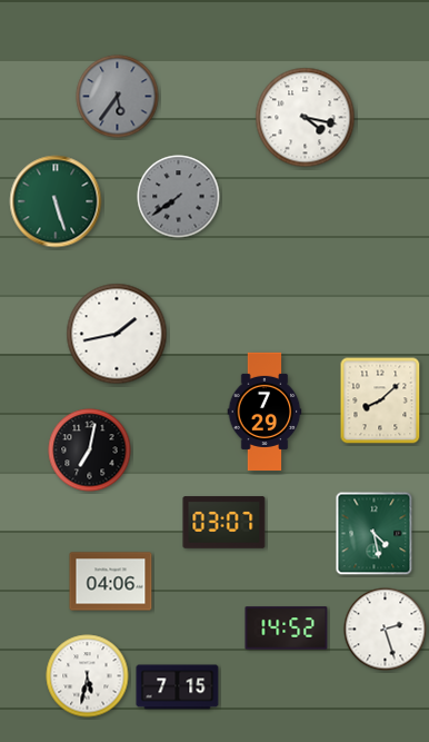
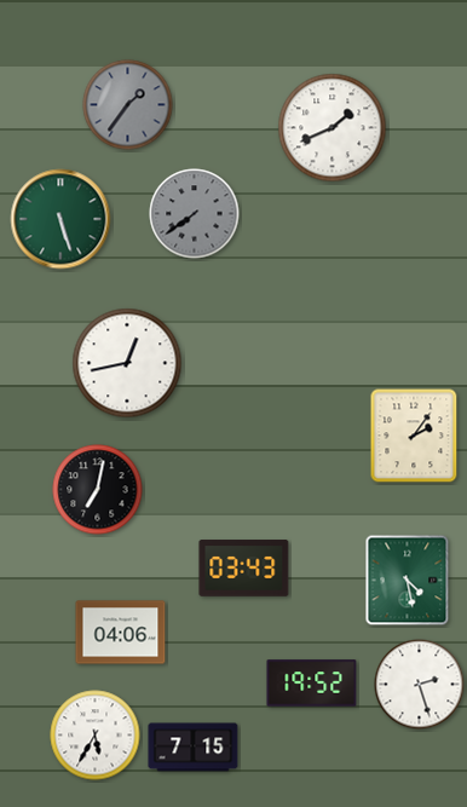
clock at (118, 97): 5:36 -> 1:36
clock at (306, 118): 4:17 -> 1:41
clock at (117, 334): 1:43 -> 12:43
clock at (380, 400): 8:08 -> 2:06
clock at (265, 410): 7:29 -> none
clock at (225, 523): 03:07 -> 03:43
clock at (287, 629): 14:52 -> 19:52
clock at (88, 676): 5:32 -> 5:35
